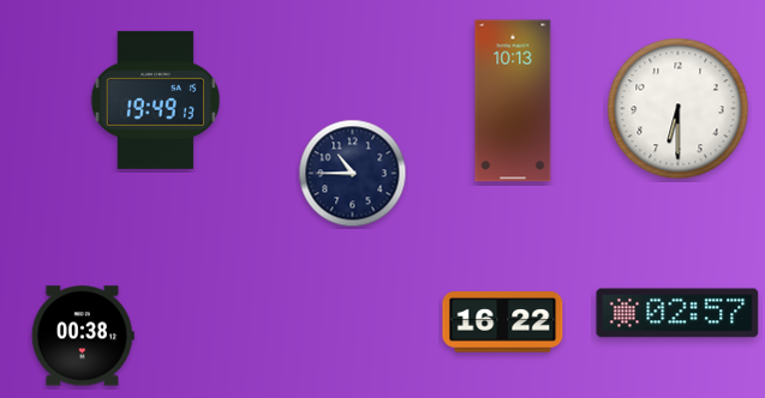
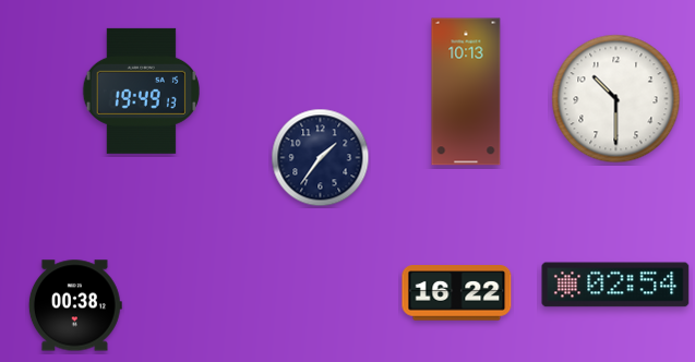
clock at (679, 109): 6:30 -> 10:30
clock at (353, 174): 10:45 -> 1:36
clock at (677, 313): 02:57 -> 02:54
